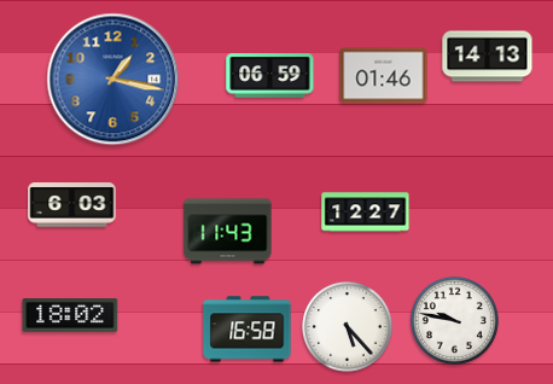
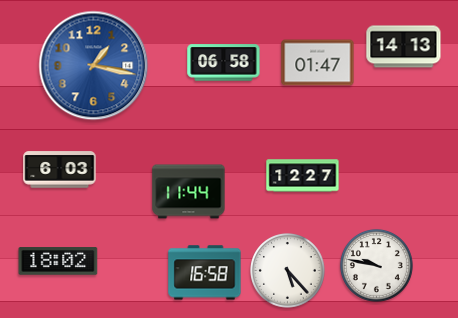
clock at (270, 76): 06:59 -> 06:58
clock at (384, 76): 01:46 -> 01:47
clock at (228, 232): 11:43 -> 11:44
